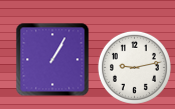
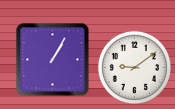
clock at (134, 67): 9:13 -> 9:09
